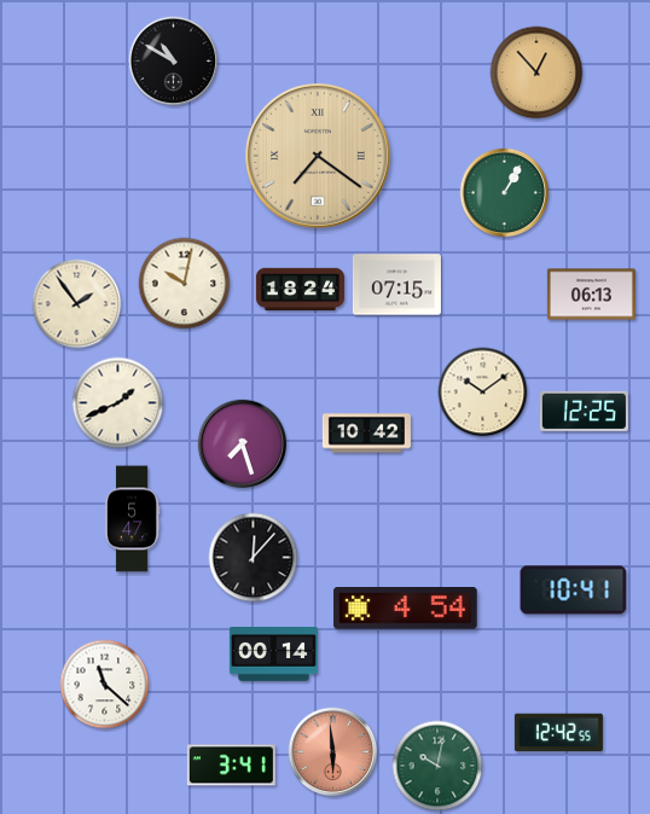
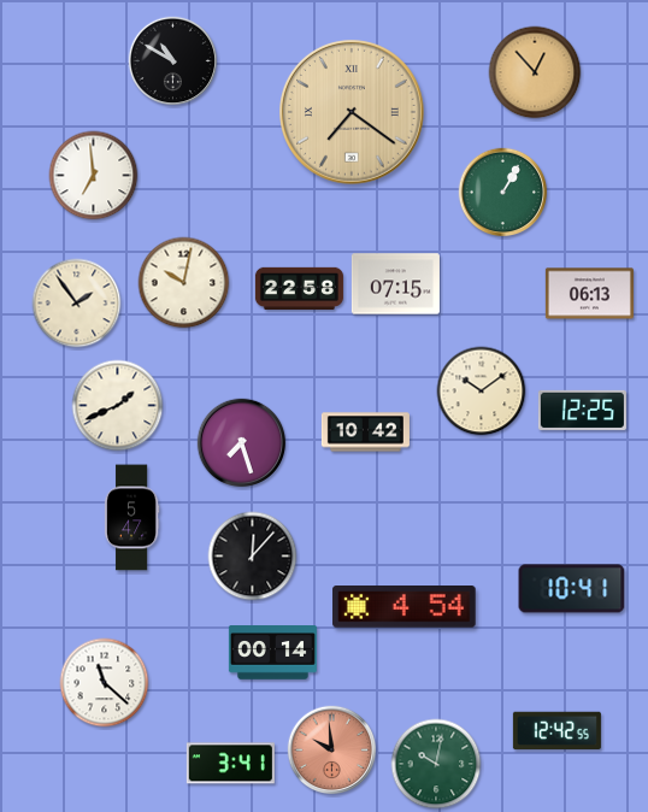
clock at (319, 157) position: (319, 157) -> (353, 113)
clock at (94, 176): none -> 6:59
clock at (300, 289): 18:24 -> 22:58
clock at (118, 403) position: (118, 403) -> (118, 406)
clock at (333, 752): 5:59 -> 9:59
